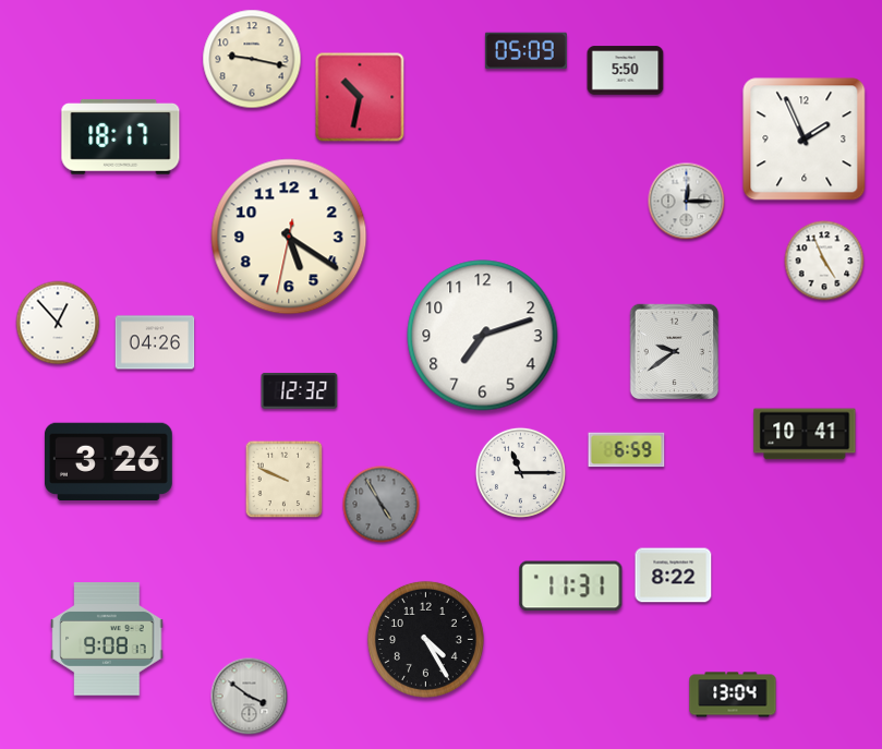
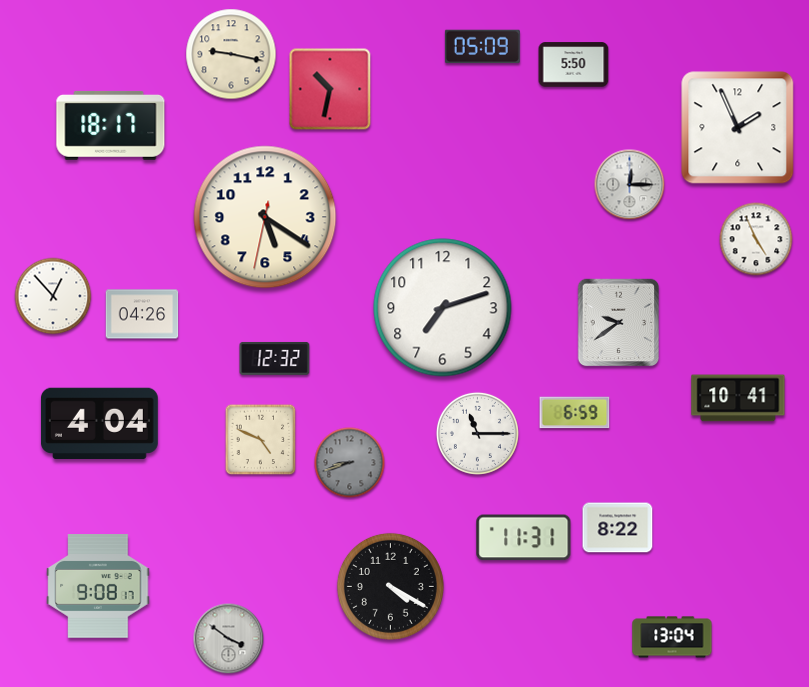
clock at (108, 462): 3:26 -> 4:04
clock at (285, 480): 9:49 -> 4:49
clock at (382, 505): 4:55 -> 8:42
clock at (425, 639): 4:25 -> 4:20
